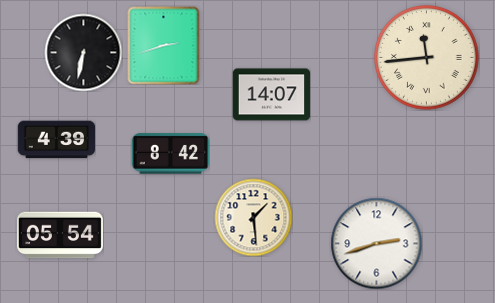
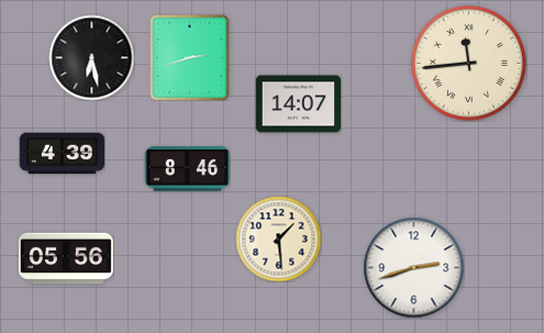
clock at (164, 45) position: (164, 45) -> (190, 57)
clock at (83, 52): 6:32 -> 6:28
clock at (170, 154): 8:42 -> 8:46
clock at (60, 235): 05:54 -> 05:56
